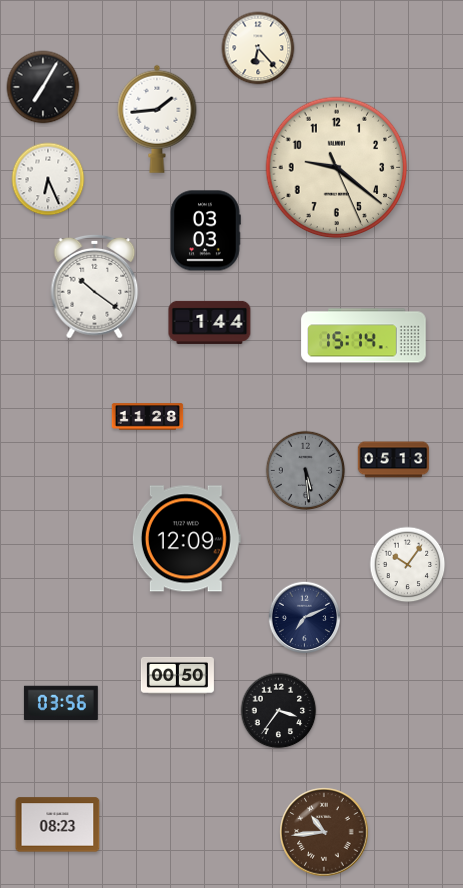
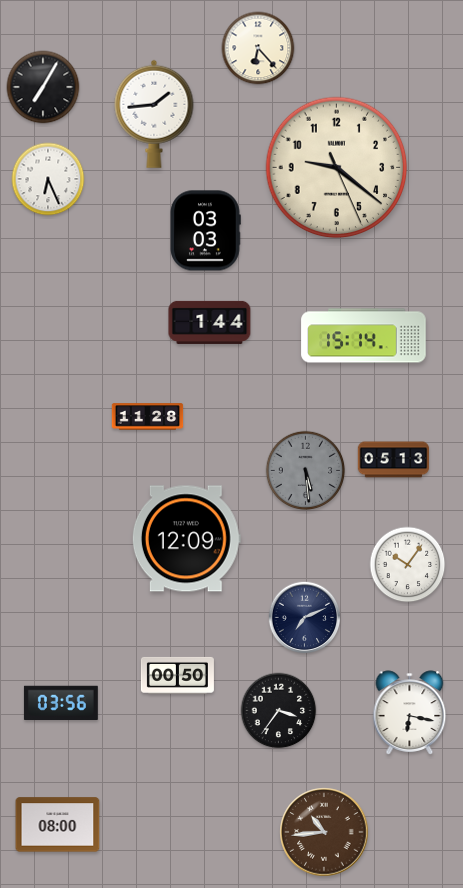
clock at (157, 119) position: (157, 119) -> (154, 114)
clock at (95, 286): 10:21 -> none
clock at (410, 713): none -> 6:17
clock at (58, 825): 08:23 -> 08:00
